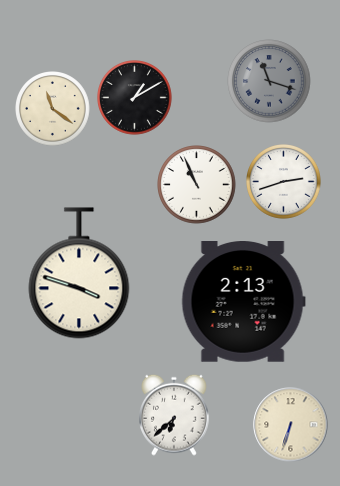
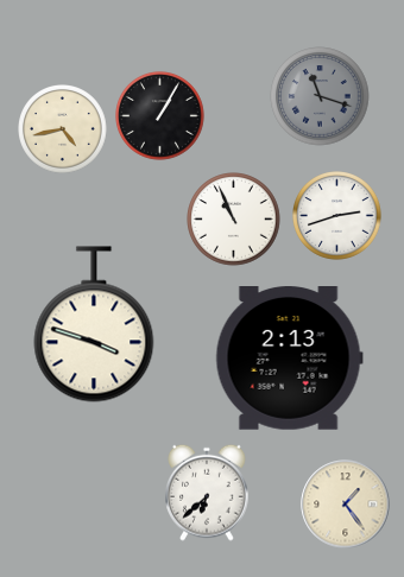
clock at (135, 98): 1:10 -> 1:05
clock at (53, 109): 11:21 -> 4:43
clock at (291, 425): 6:33 -> 1:24
